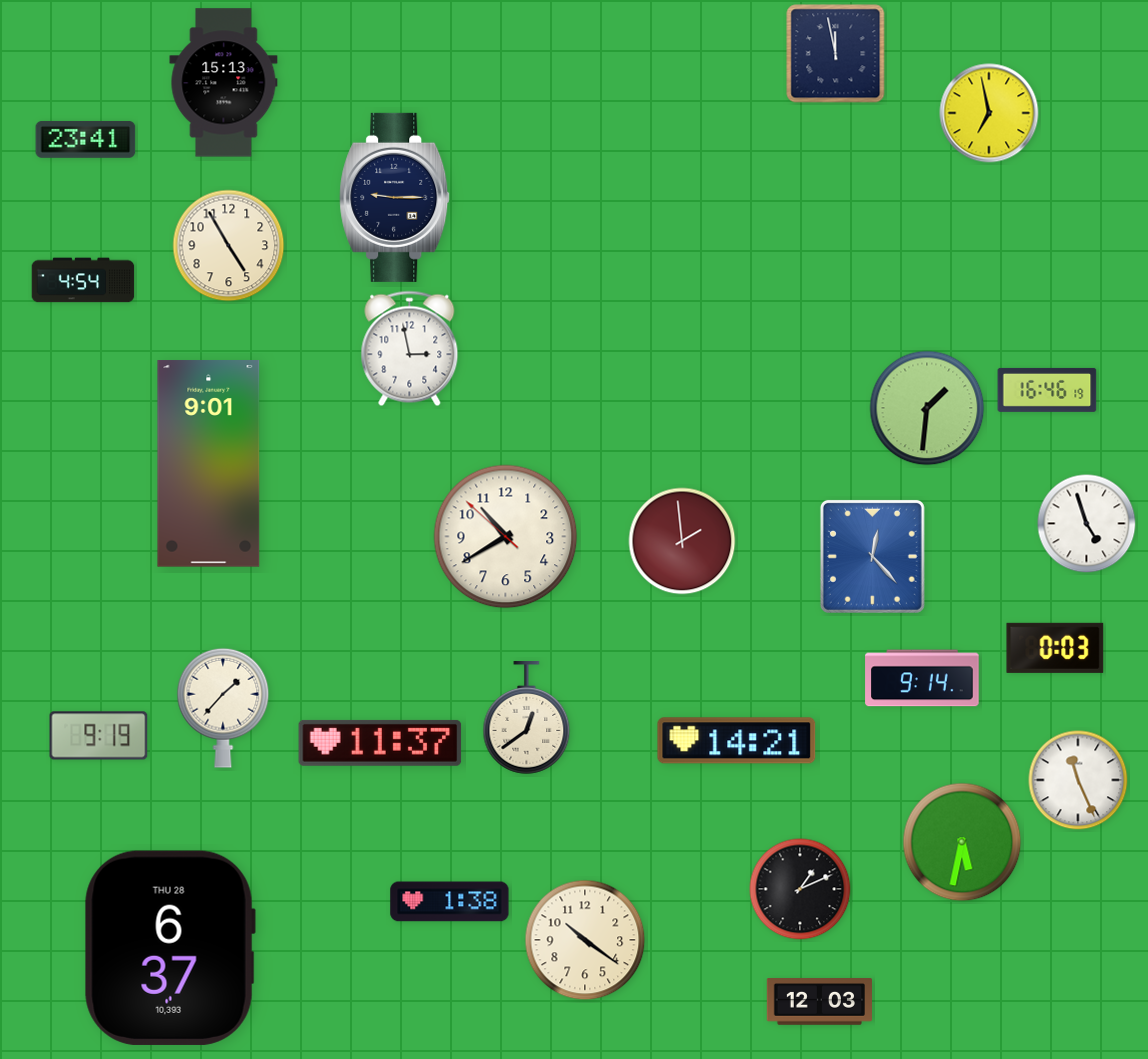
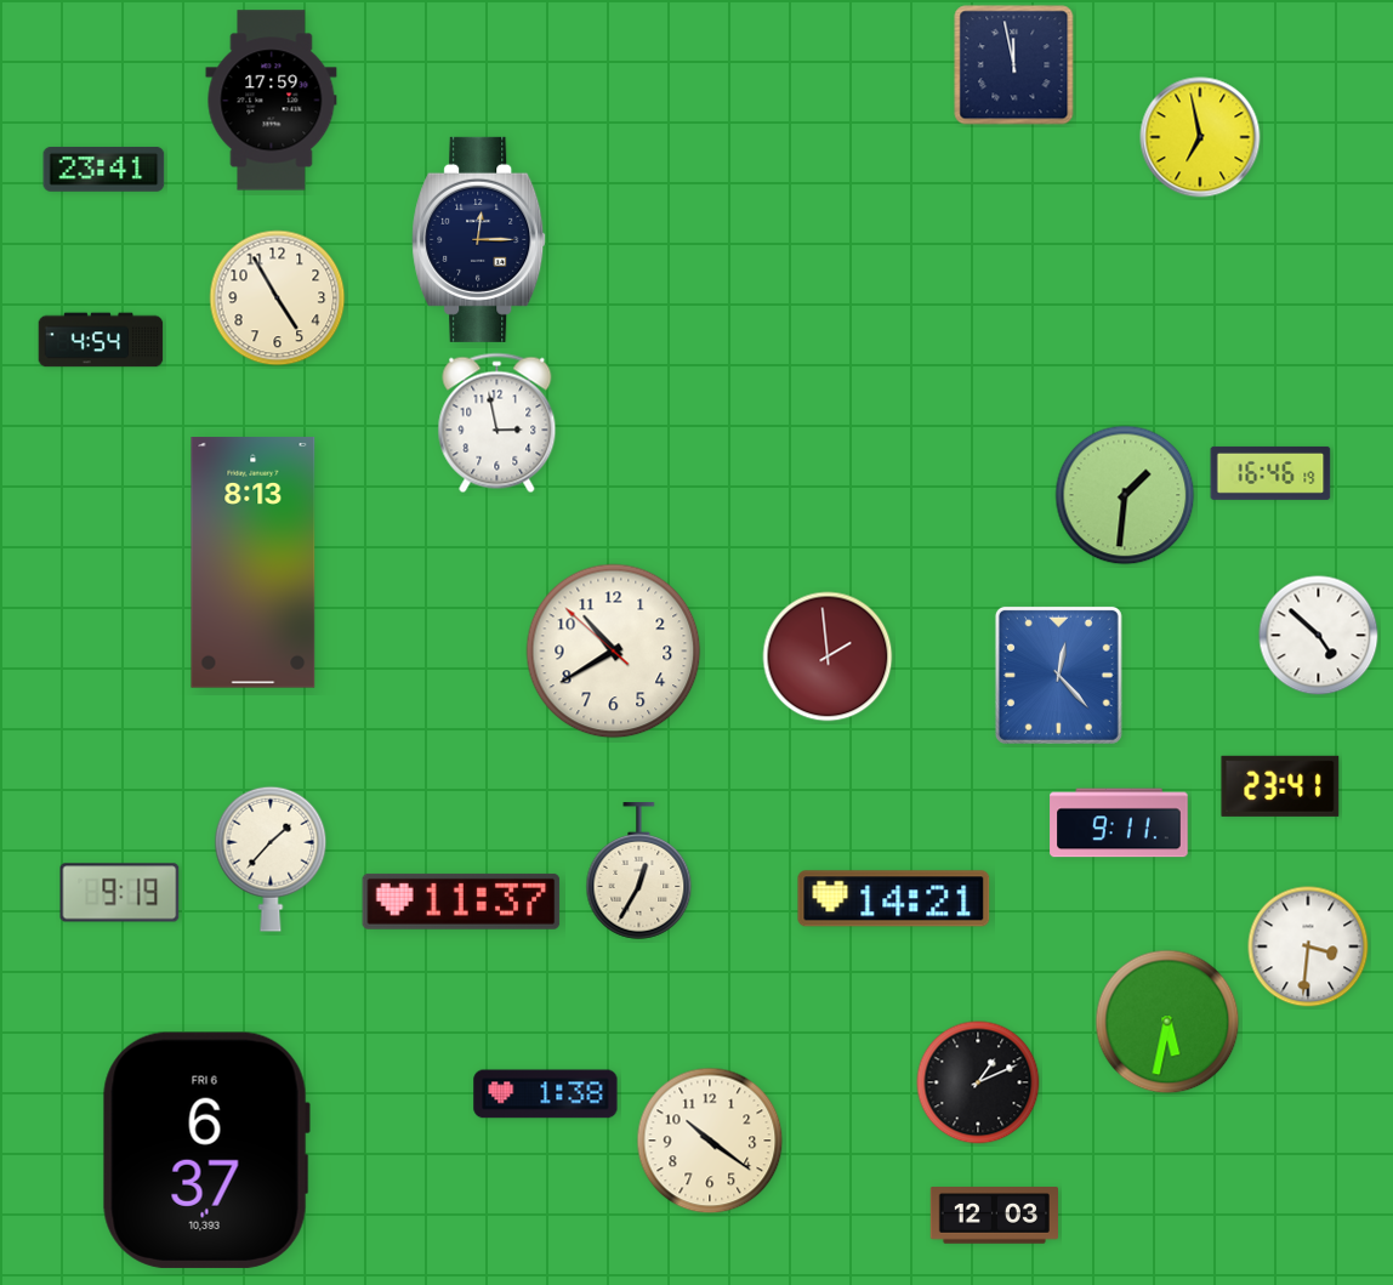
clock at (224, 83): 15:13 -> 17:59
clock at (395, 197): 9:15 -> 12:15
clock at (209, 464): 9:01 -> 8:13
clock at (1087, 524): 4:57 -> 4:52
clock at (1055, 648): 0:03 -> 23:41
clock at (922, 678): 9:14 -> 9:11
clock at (527, 718): 12:39 -> 12:35
clock at (1078, 780): 11:26 -> 3:31
clock at (800, 889) position: (800, 889) -> (978, 1082)
clock at (170, 948) date: THU 28 -> FRI 6
